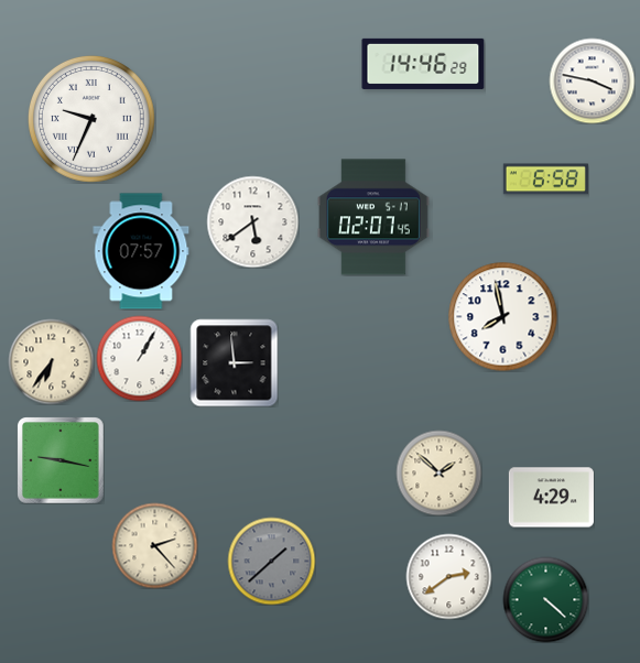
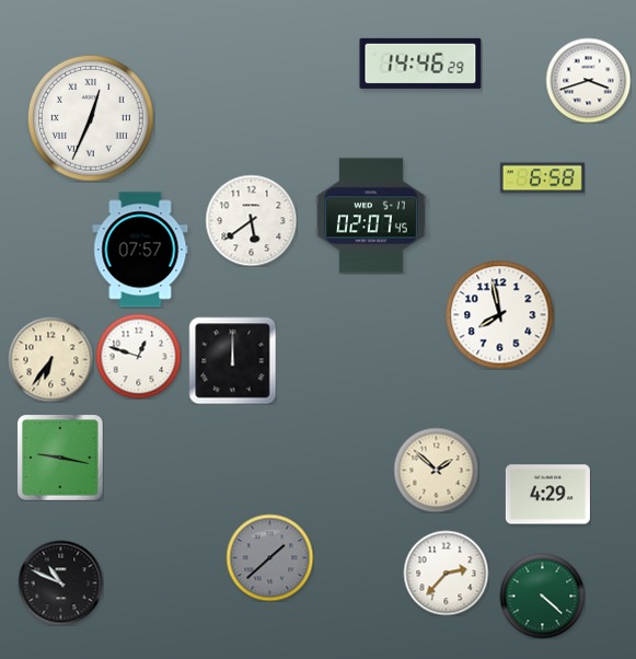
clock at (592, 80): 3:47 -> 3:42
clock at (91, 119): 9:34 -> 12:34
clock at (139, 358): 1:05 -> 12:48
clock at (234, 362): 2:59 -> 12:00
clock at (154, 545): 2:23 -> none
clock at (448, 576): 2:39 -> 2:37
clock at (60, 582): none -> 10:49
